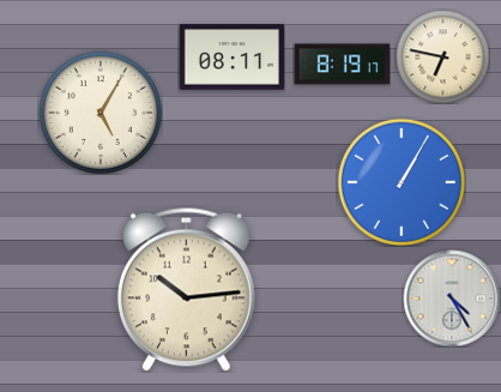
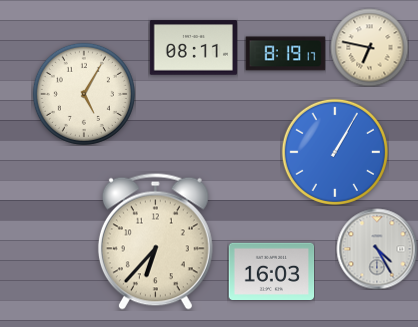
clock at (186, 289): 10:14 -> 6:37
clock at (271, 271): none -> 16:03
